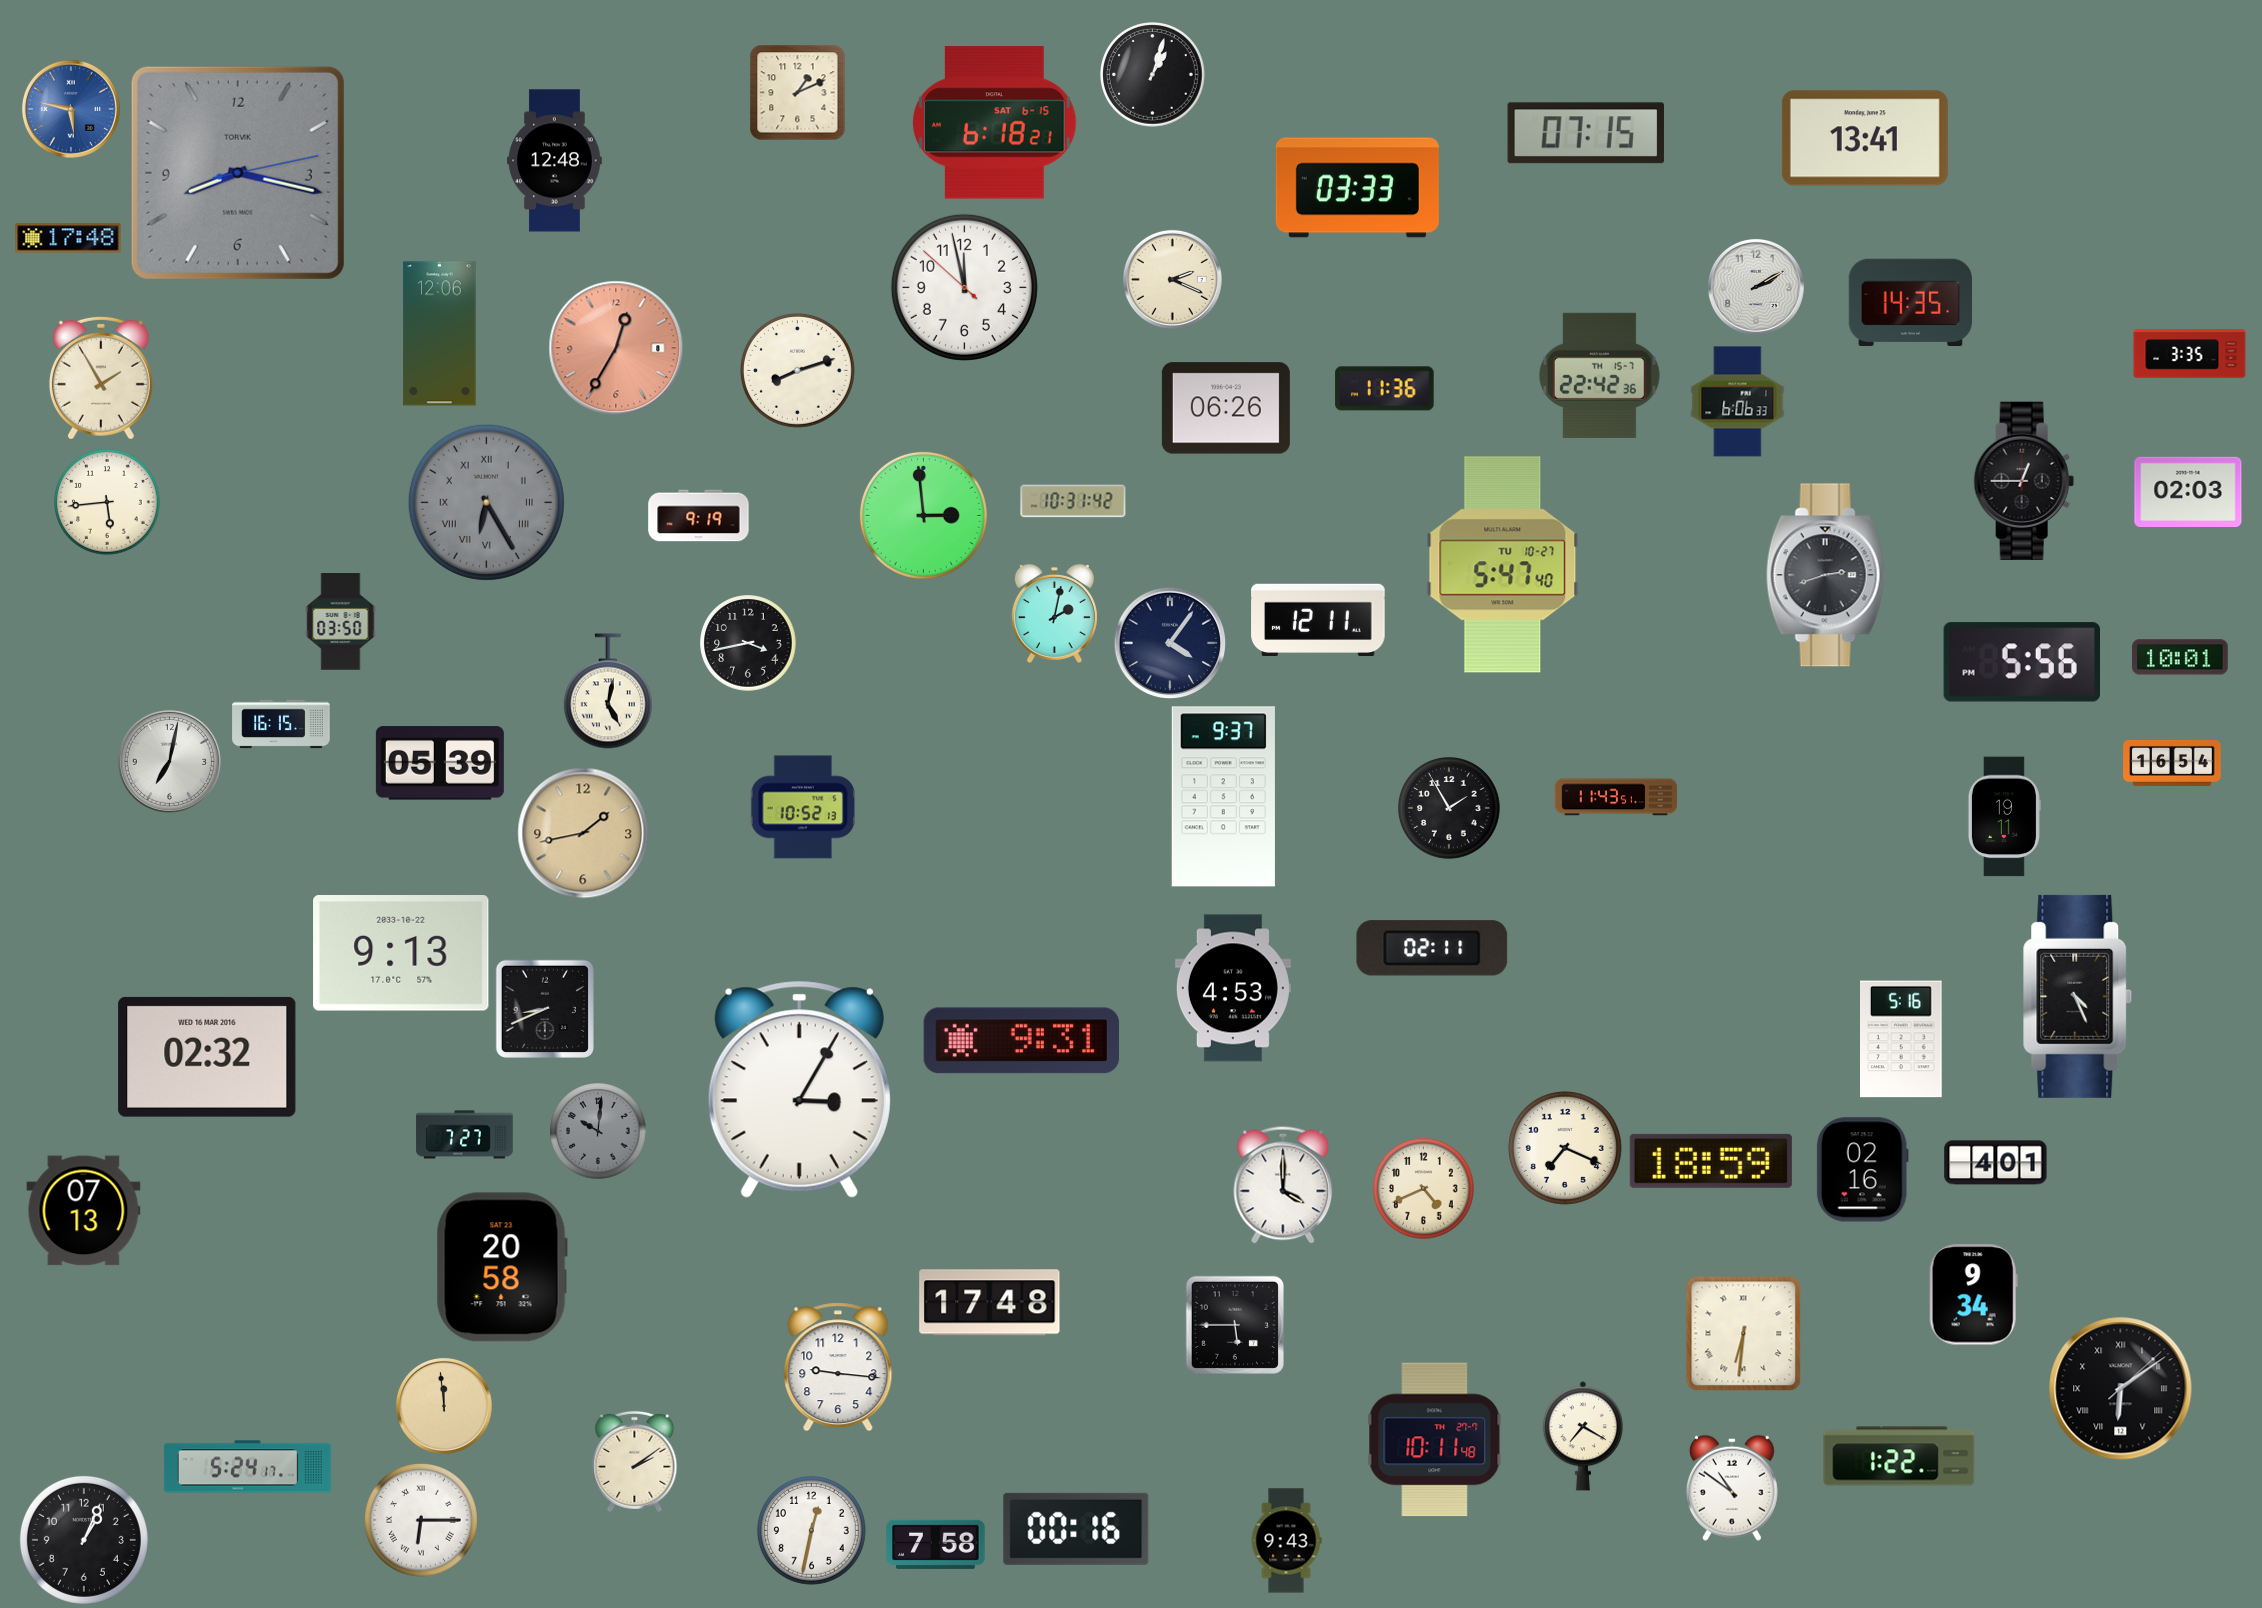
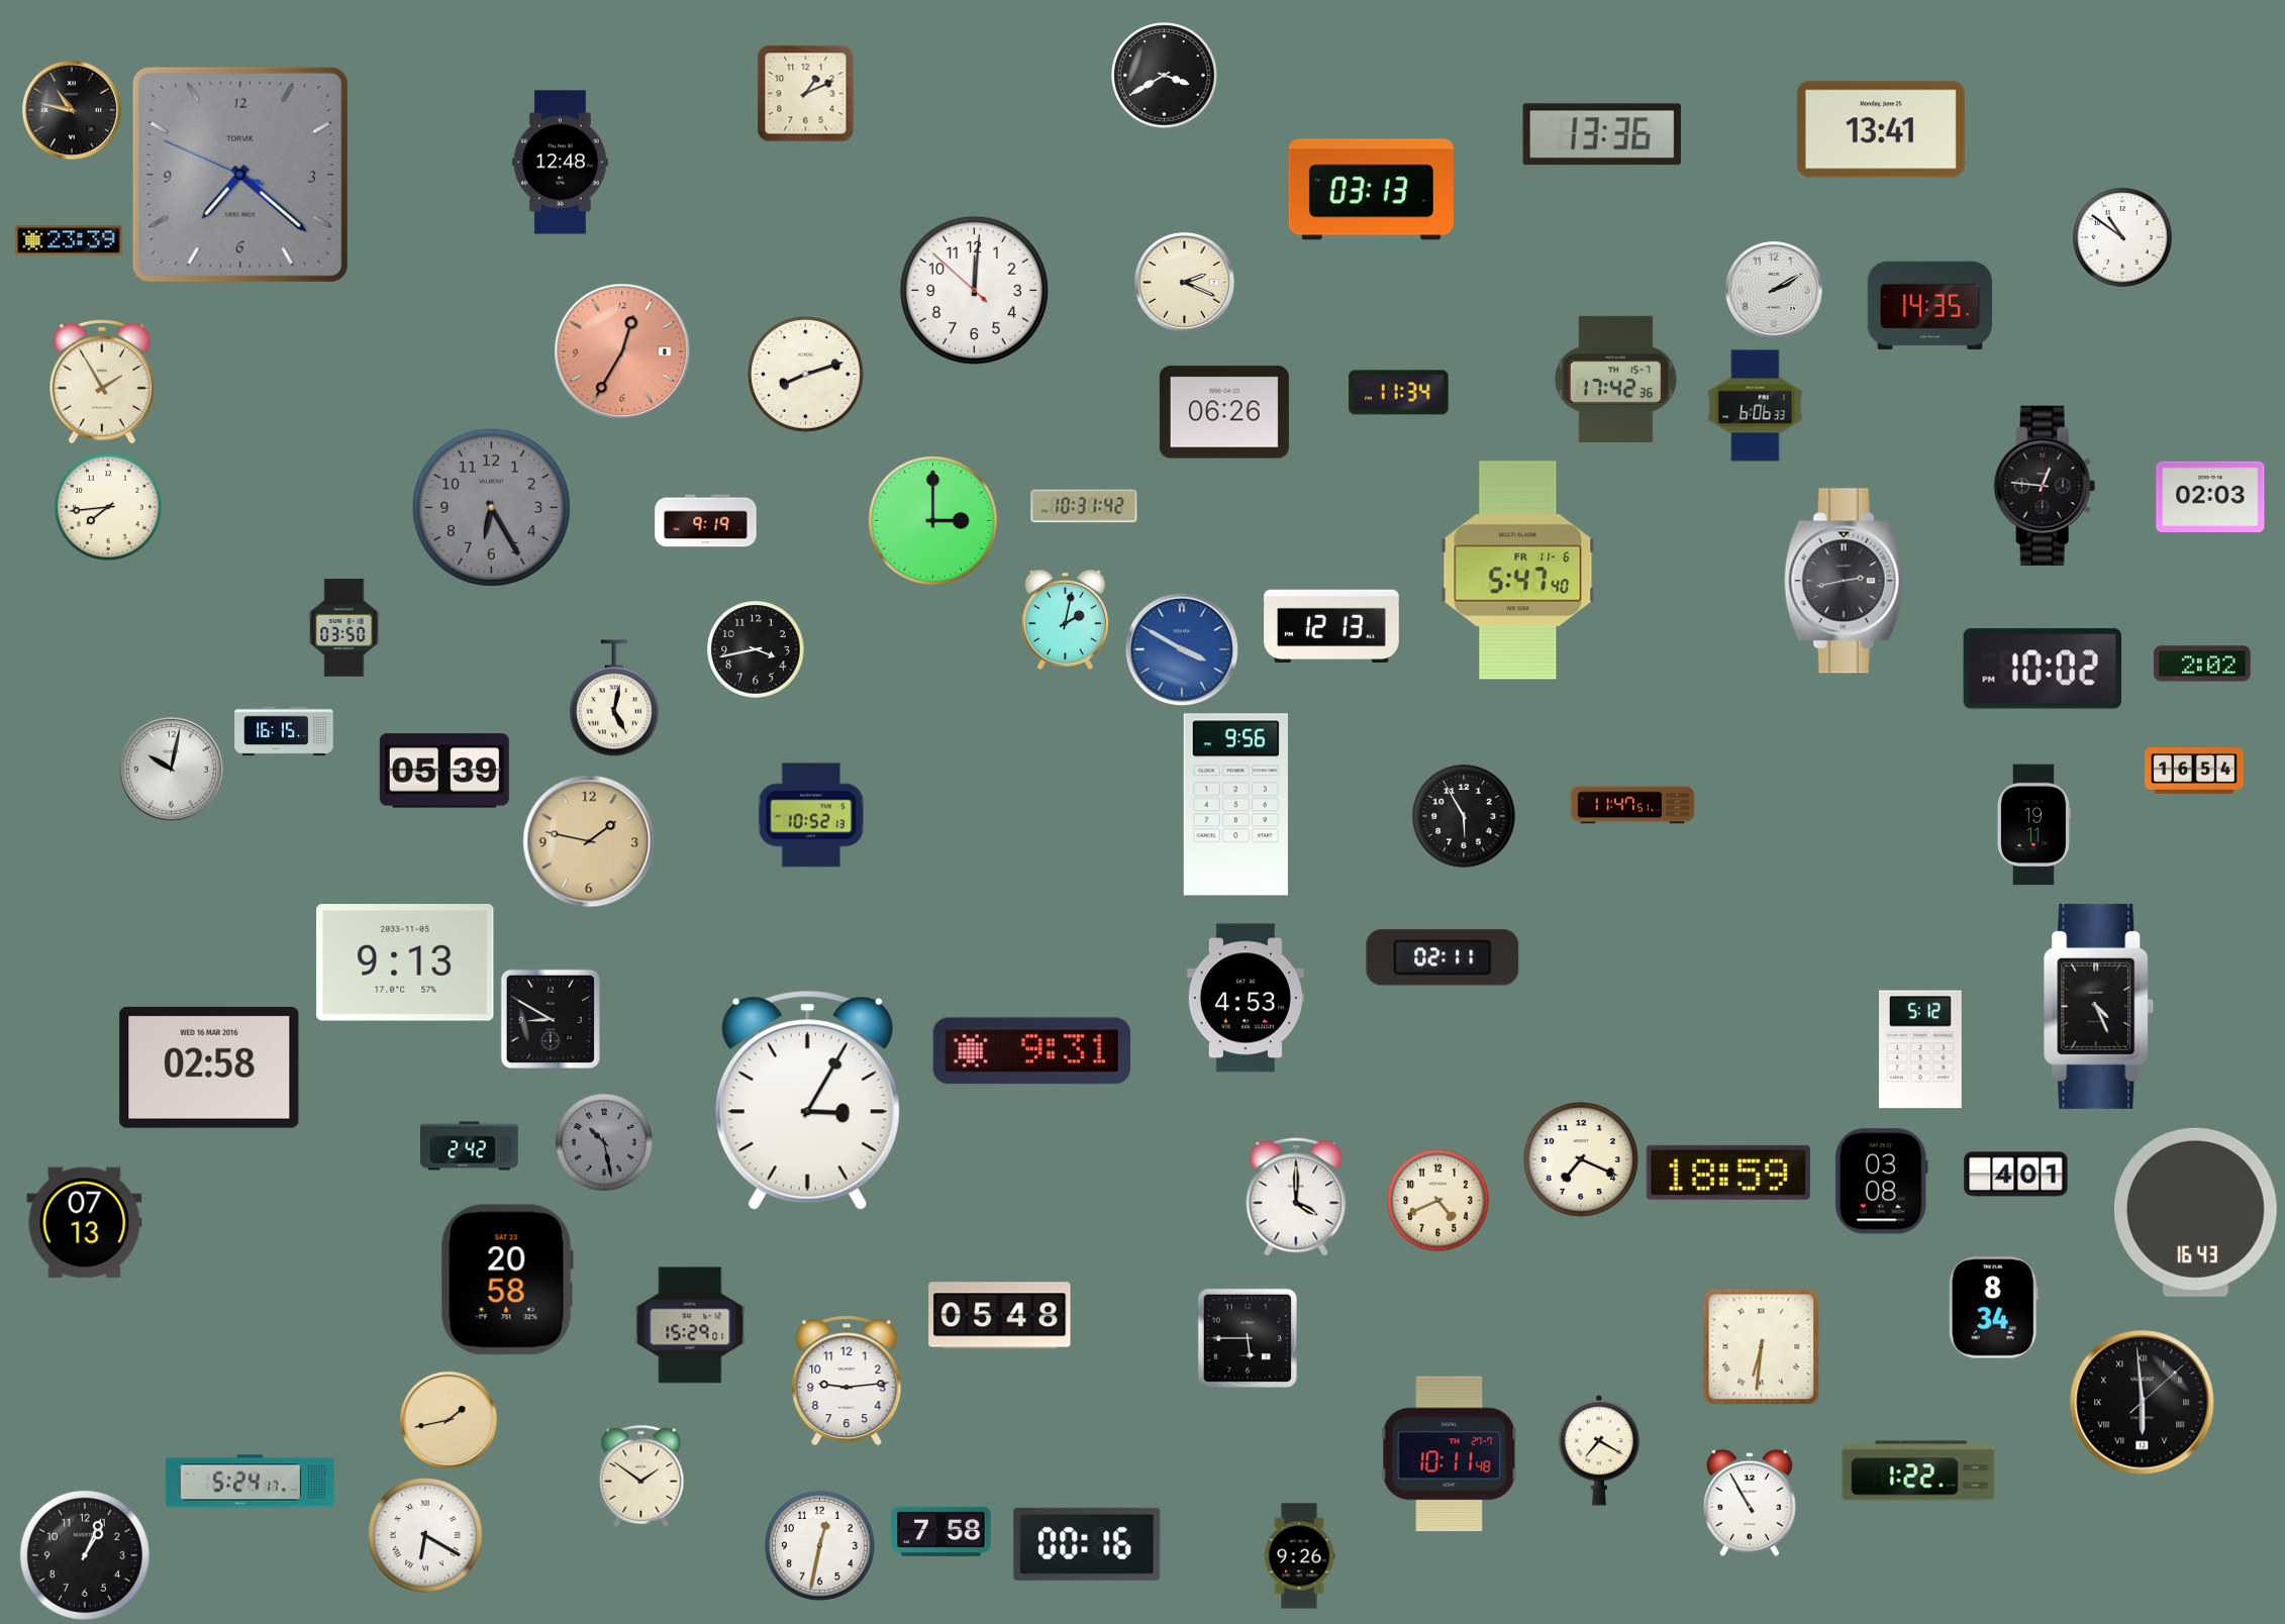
clock at (1153, 75): 1:03 -> 3:40
clock at (71, 109): 5:47 -> 10:47
clock at (71, 109) dial: blue -> black
clock at (995, 123): 6:18 -> none
clock at (1585, 133): 07:15 -> 13:36
clock at (1865, 138) position: (1865, 138) -> (1881, 129)
clock at (238, 173): 8:17 -> 7:21
clock at (1357, 188): 03:33 -> 03:13
clock at (2122, 237): none -> 10:51
clock at (68, 238): 17:48 -> 23:39
clock at (964, 287): 11:57 -> 12:00
clock at (440, 334): 12:06 -> none
clock at (2190, 354): 3:35 -> none
clock at (1599, 375): 22:42 -> 17:42
clock at (1385, 389): 11:36 -> 11:34
clock at (1226, 408) position: (1226, 408) -> (1224, 412)
clock at (2024, 480): 12:45 -> 12:46
clock at (486, 502) numerals: Roman -> Arabic
clock at (108, 503): 5:44 -> 7:44
clock at (923, 515): 2:59 -> 3:00
clock at (1503, 565) date: TU 10-27 -> FR 11-6
clock at (1826, 575): 2:42 -> 2:43
clock at (1318, 620): 12:11 -> 12:13
clock at (1170, 643): 4:06 -> 3:50
clock at (1170, 643) dial: navy -> blue
clock at (2181, 657): 10:01 -> 2:02
clock at (2021, 662): 5:56 -> 10:02
clock at (169, 761): 7:02 -> 10:02
clock at (1223, 797): 9:37 -> 9:56
clock at (1616, 797): 11:43 -> 11:47
clock at (1450, 809): 1:55 -> 5:55
clock at (2004, 817) position: (2004, 817) -> (2033, 825)
clock at (583, 833): 1:43 -> 1:47
clock at (1432, 948) position: (1432, 948) -> (1443, 957)
clock at (401, 954) date: 2033-10-22 -> 2033-11-05
clock at (545, 1009): 8:41 -> 8:50
clock at (1902, 1039): 5:16 -> 5:12
clock at (207, 1057): 02:32 -> 02:58
clock at (598, 1131): 10:01 -> 10:28
clock at (465, 1135): 7:27 -> 2:42
clock at (1862, 1170): 02:16 -> 03:08
clock at (2195, 1212): none -> 16:43
clock at (1973, 1295): 9:34 -> 8:34
clock at (990, 1303): 17:48 -> 05:48
clock at (690, 1325): none -> 15:29
clock at (838, 1367): 9:16 -> 9:14
clock at (2121, 1389): 6:09 -> 5:59
clock at (444, 1406): 11:59 -> 1:43
clock at (635, 1461): 2:09 -> 1:51
clock at (1732, 1488): 10:51 -> 10:55
clock at (421, 1520): 6:15 -> 6:20
clock at (1286, 1541): 9:43 -> 9:26
clock at (936, 1544) position: (936, 1544) -> (941, 1531)
